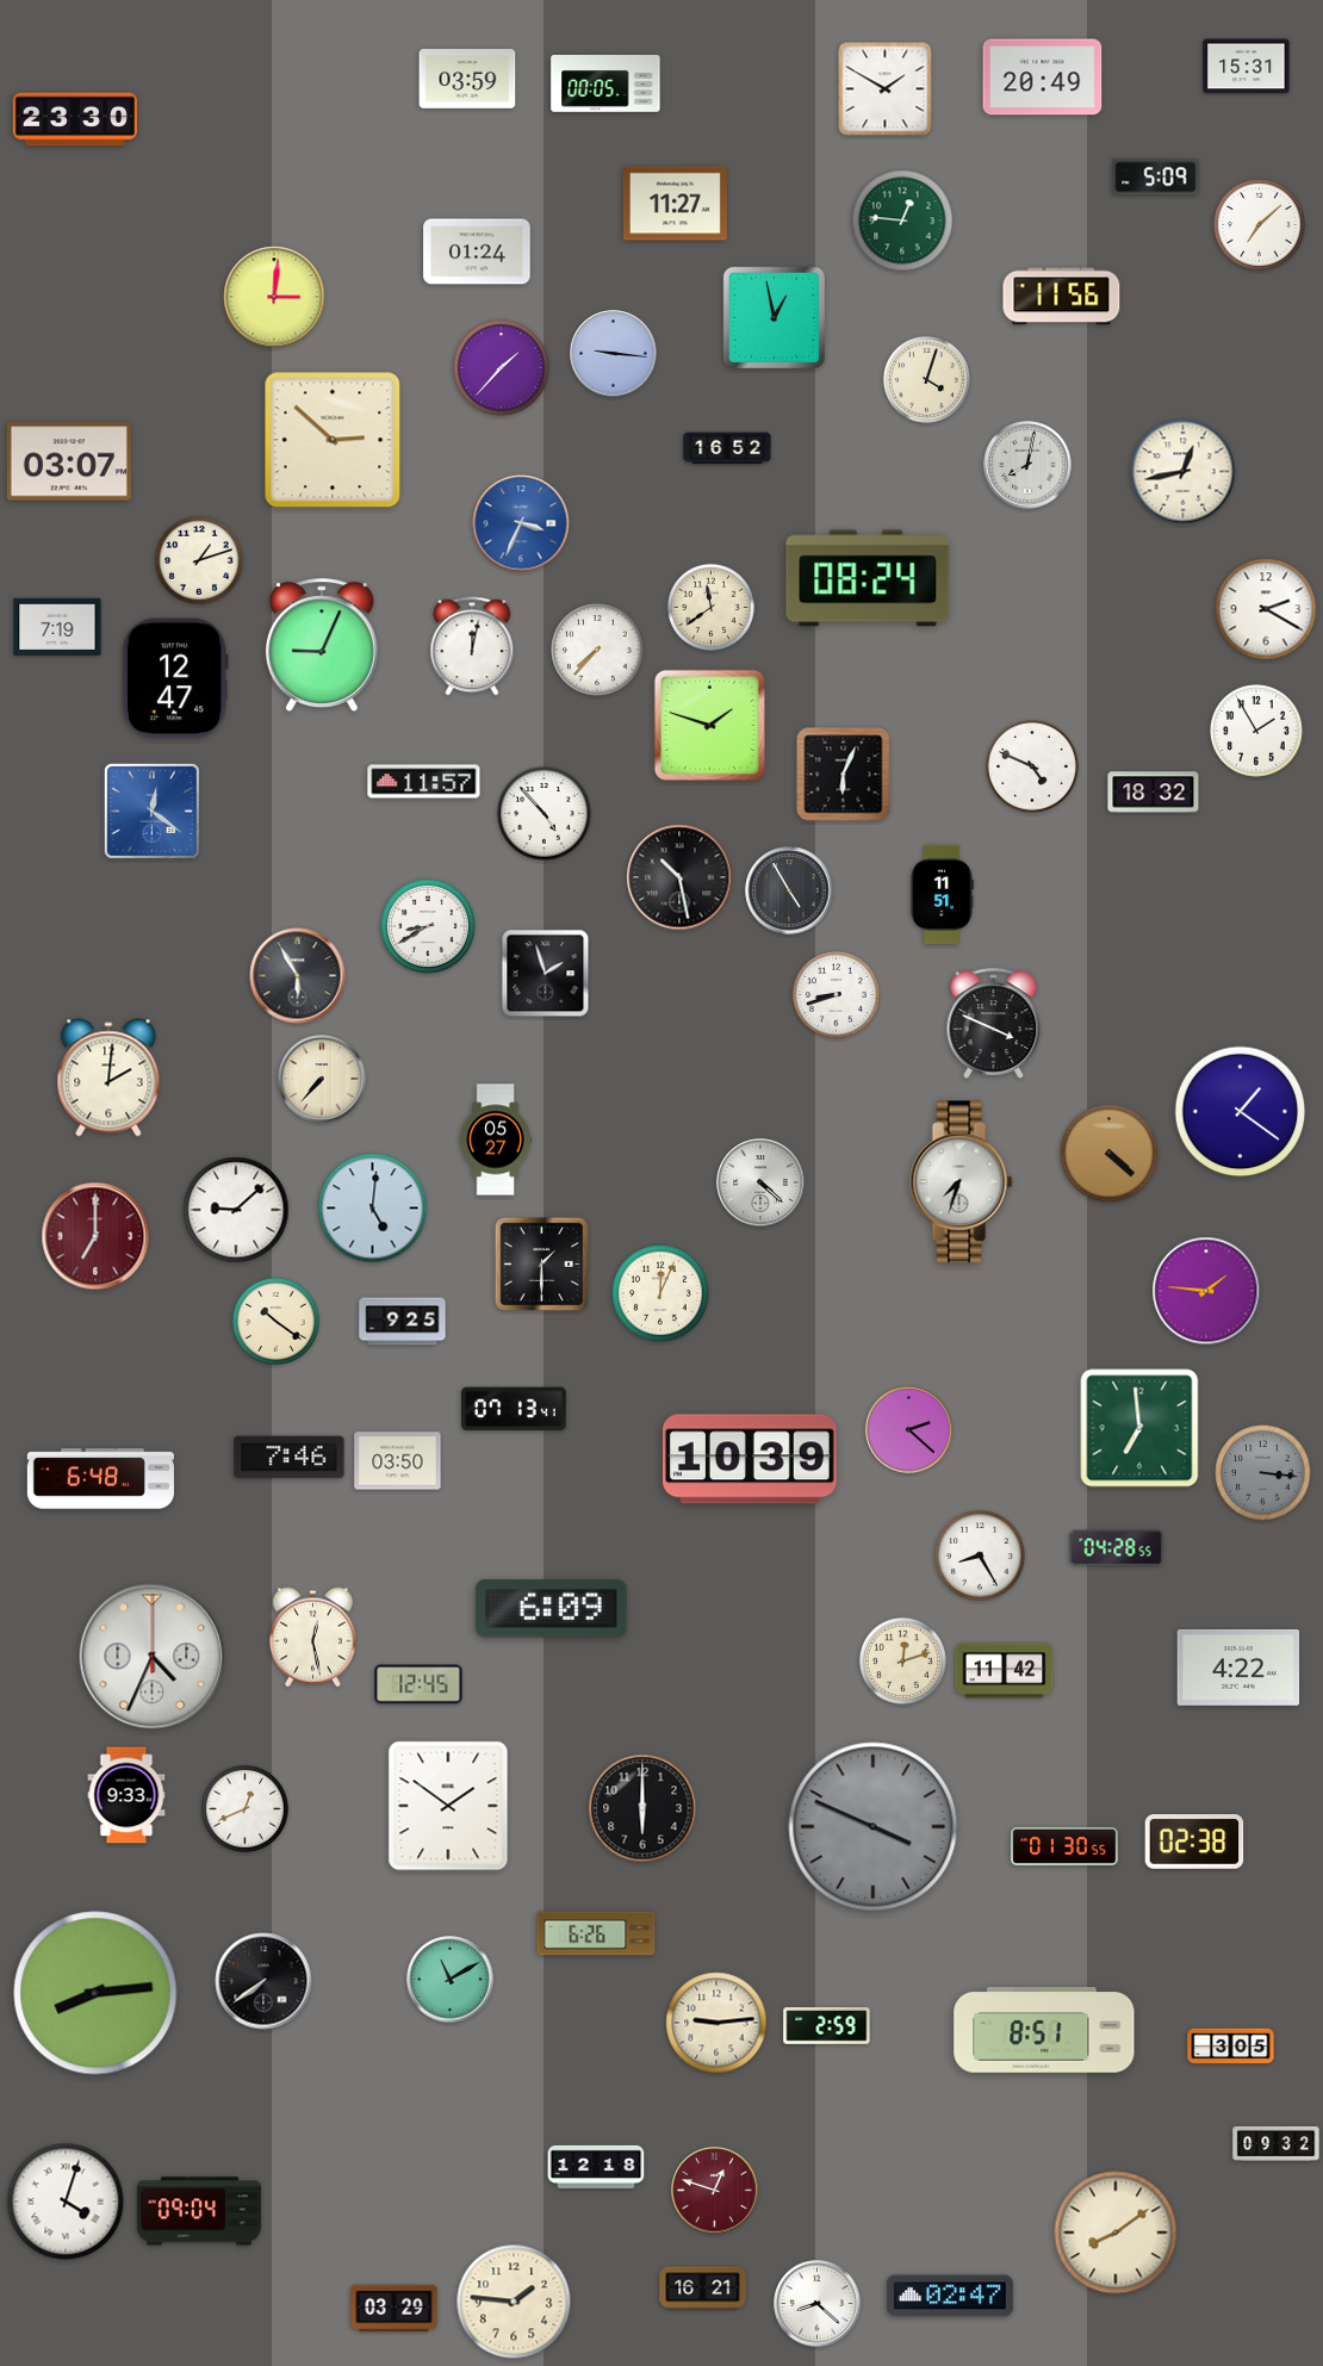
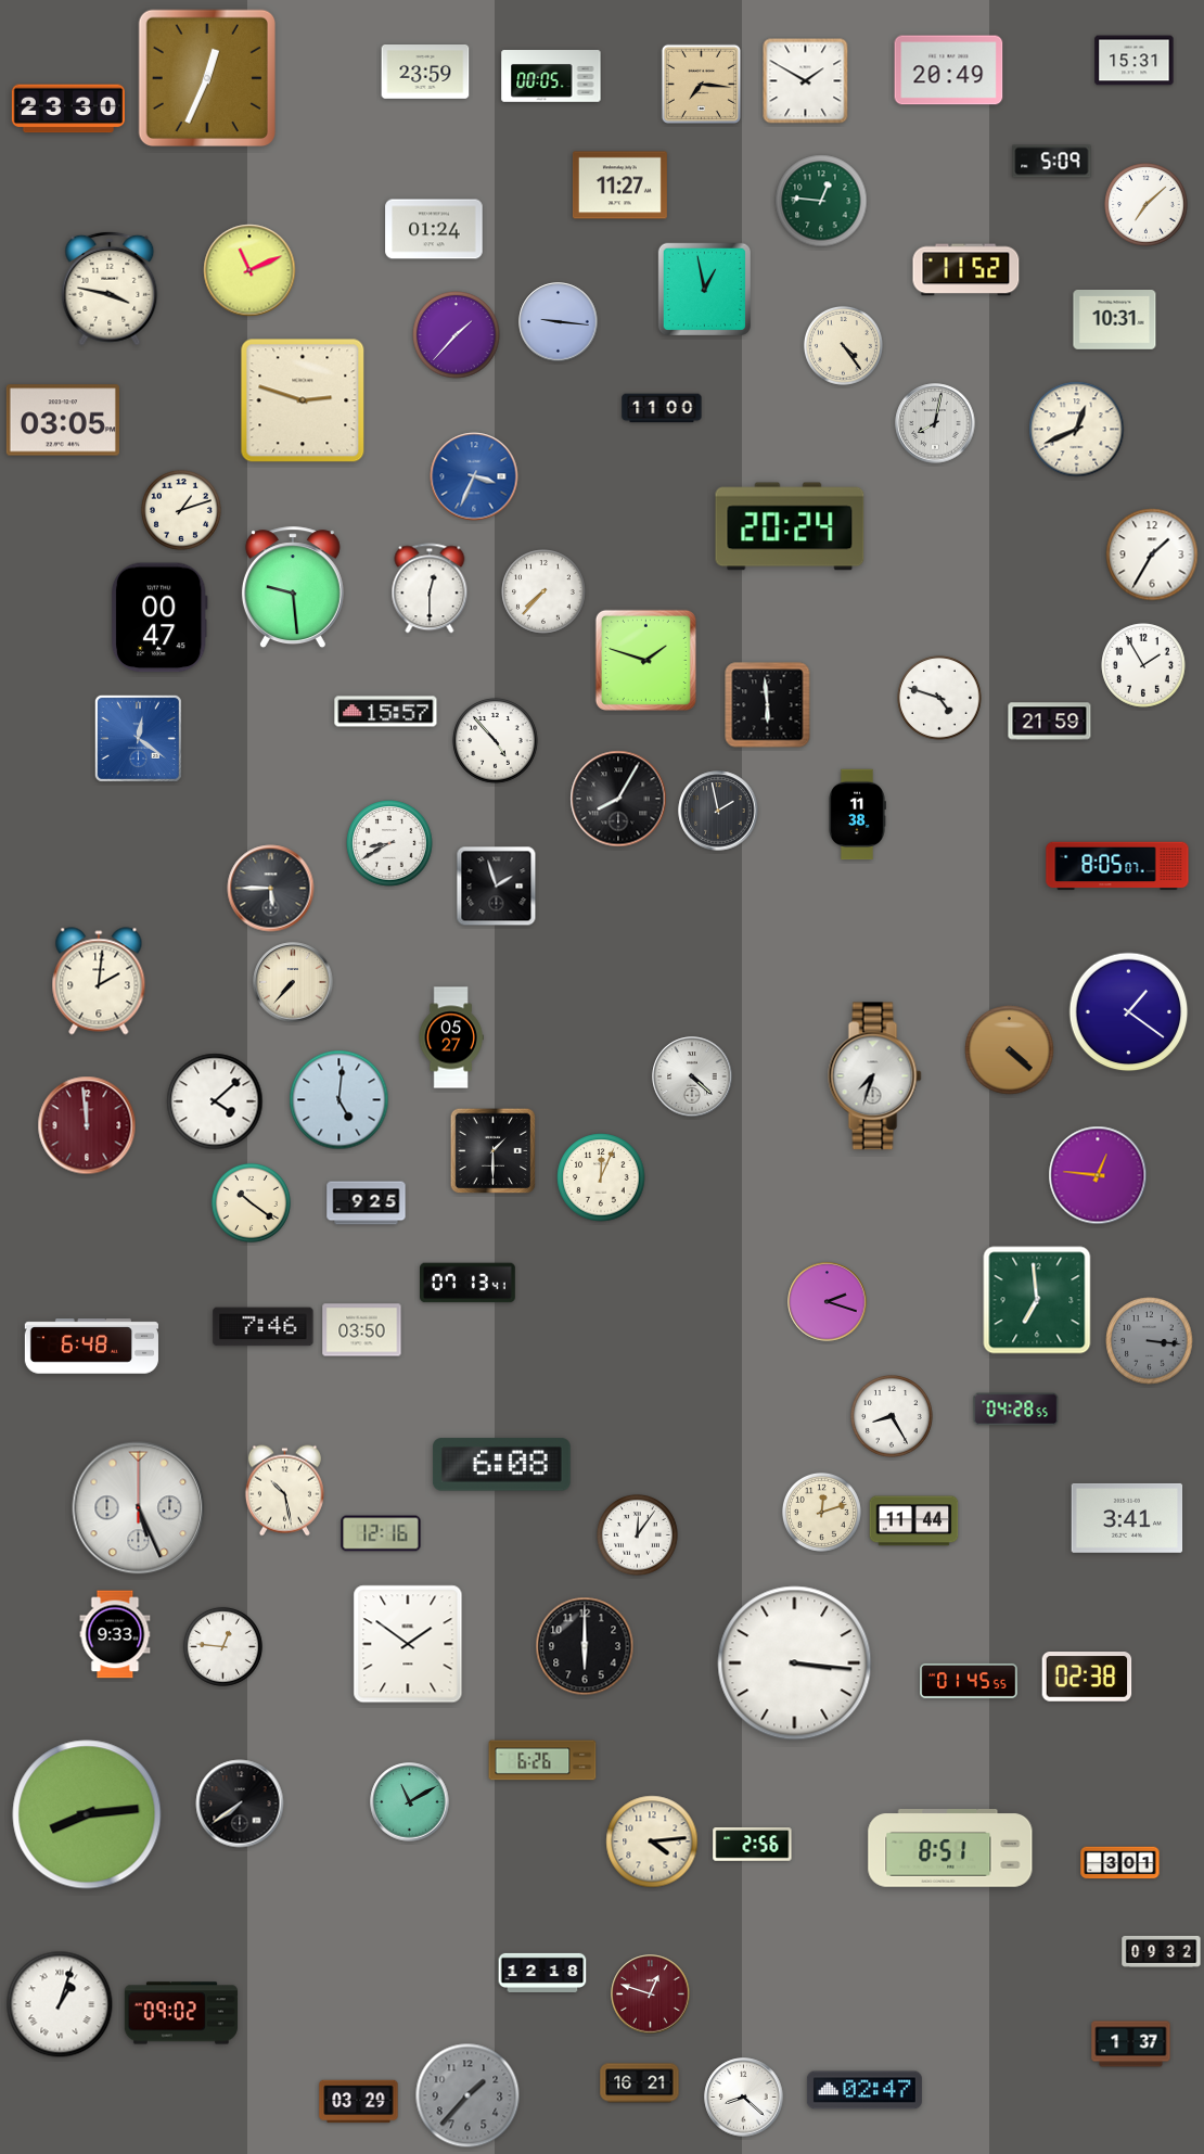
clock at (467, 80): 03:59 -> 23:59
clock at (206, 77): none -> 12:34
clock at (701, 84): none -> 7:16
clock at (675, 204) position: (675, 204) -> (619, 186)
clock at (274, 297): 3:01 -> 11:11
clock at (1062, 297): 11:56 -> 11:52
clock at (110, 289): none -> 3:47
clock at (1115, 320): none -> 10:31
clock at (926, 379): 4:03 -> 4:24
clock at (333, 440): 2:52 -> 2:48
clock at (727, 448): 16:52 -> 11:00
clock at (69, 461): 03:07 -> 03:05
clock at (1184, 472): 12:43 -> 12:41
clock at (868, 578): 08:24 -> 20:24
clock at (710, 607): 11:39 -> none
clock at (1266, 609): 2:20 -> 1:35
clock at (57, 627): 7:19 -> none
clock at (322, 646): 9:04 -> 9:29
clock at (472, 646): 12:02 -> 12:30
clock at (175, 678): 12:47 -> 00:47
clock at (1032, 766): 4:49 -> 4:48
clock at (844, 775): 6:04 -> 5:59
clock at (424, 782): 11:57 -> 15:57
clock at (1154, 793): 18:32 -> 21:59
clock at (679, 877): 10:28 -> 8:05
clock at (789, 890): 4:55 -> 1:58
clock at (943, 895): 11:51 -> 11:38
clock at (1117, 866): none -> 8:05
clock at (298, 976): 5:55 -> 5:45
clock at (836, 994): 8:42 -> none
clock at (994, 1023): 3:49 -> none
clock at (236, 1210): 9:08 -> 4:08
clock at (95, 1236): 7:00 -> 11:59
clock at (1206, 1291): 1:46 -> 12:46
clock at (909, 1430): 2:22 -> 2:18
clock at (750, 1459): 10:39 -> none
clock at (551, 1609): 6:09 -> 6:08
clock at (312, 1638): 12:28 -> 10:28
clock at (153, 1657): 4:34 -> 5:26
clock at (1238, 1668): 4:22 -> 3:41
clock at (1005, 1671): 11:42 -> 11:44
clock at (418, 1684): 12:45 -> 12:16
clock at (638, 1535): none -> 12:06
clock at (244, 1808): 12:41 -> 12:46
clock at (874, 1827): 3:49 -> 3:16
clock at (874, 1827) dial: grey -> white
clock at (1064, 1846): 01:30 -> 01:45
clock at (716, 2023): 9:14 -> 4:14
clock at (827, 2026): 2:59 -> 2:56
clock at (1231, 2047): 3:05 -> 3:01
clock at (66, 2202): 4:03 -> 1:03
clock at (199, 2211): 09:04 -> 09:02
clock at (1116, 2233): 8:09 -> none
clock at (1131, 2044): none -> 1:37
clock at (514, 2302): 1:46 -> 1:37
clock at (514, 2302) dial: cream -> grey
